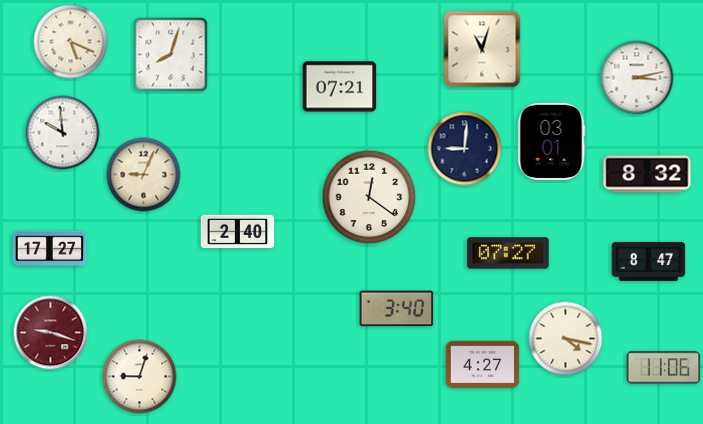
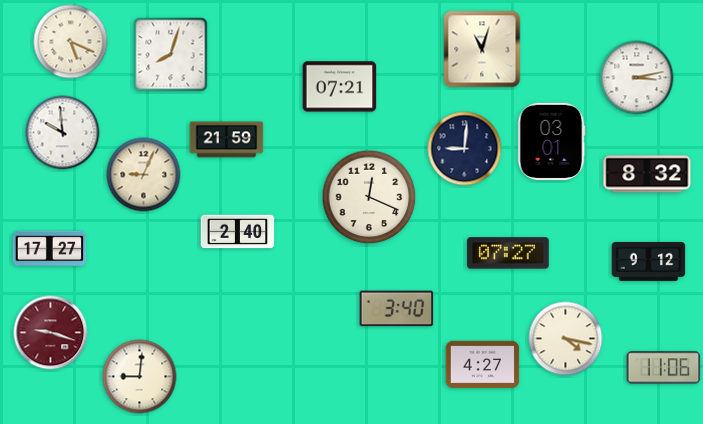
clock at (227, 140): none -> 21:59
clock at (369, 197): 12:21 -> 12:19
clock at (649, 261): 8:47 -> 9:12
clock at (140, 377): 9:03 -> 9:01
